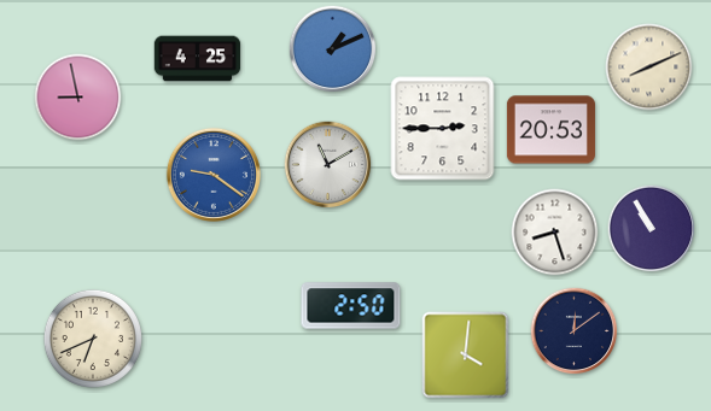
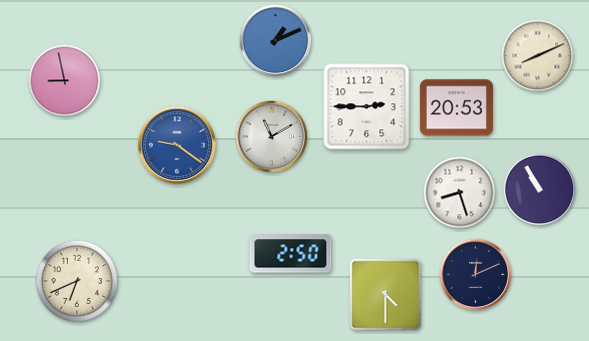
clock at (198, 59): 4:25 -> none
clock at (575, 331): 12:09 -> 12:11
clock at (466, 356): 4:01 -> 4:30
